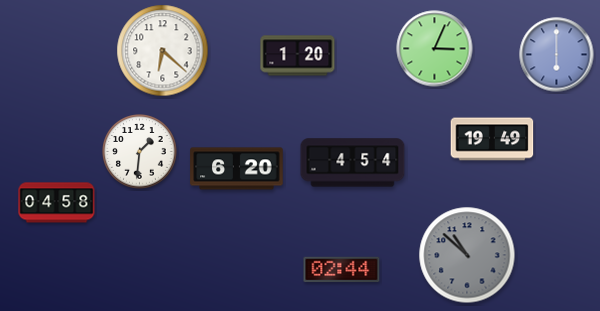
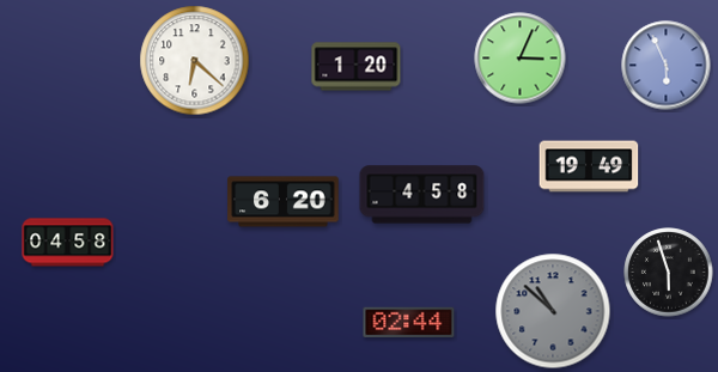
clock at (557, 55): 6:00 -> 5:56
clock at (140, 152): 1:31 -> none
clock at (353, 163): 4:54 -> 4:58
clock at (669, 273): none -> 5:57
clock at (467, 255) position: (467, 255) -> (553, 311)
